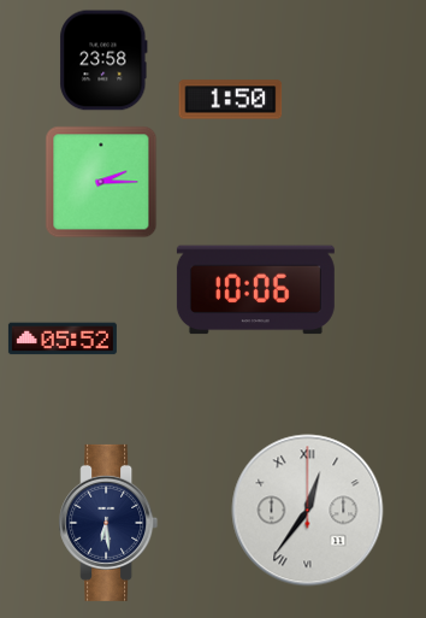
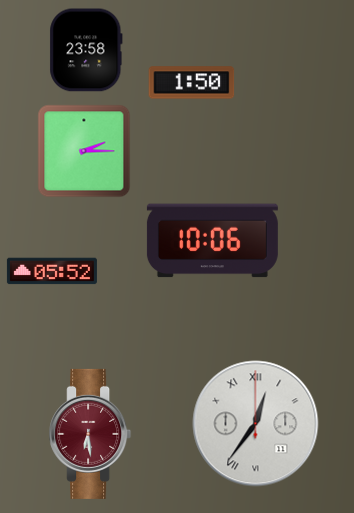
clock at (63, 339) position: (63, 339) -> (52, 271)
clock at (108, 523) dial: navy -> burgundy
